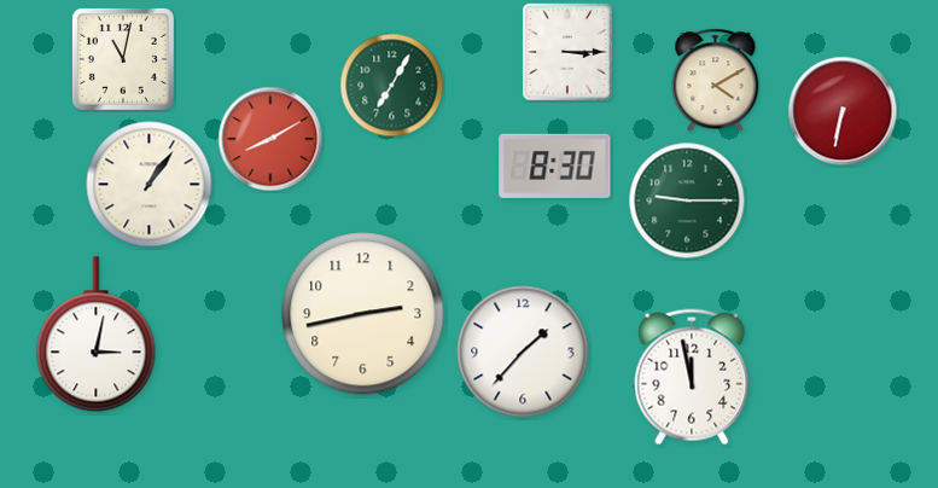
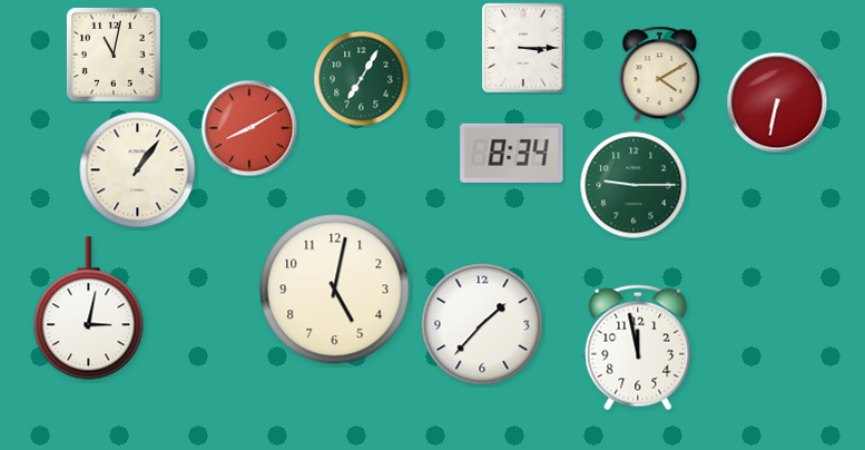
clock at (555, 165): 8:30 -> 8:34
clock at (363, 314): 2:43 -> 5:02
